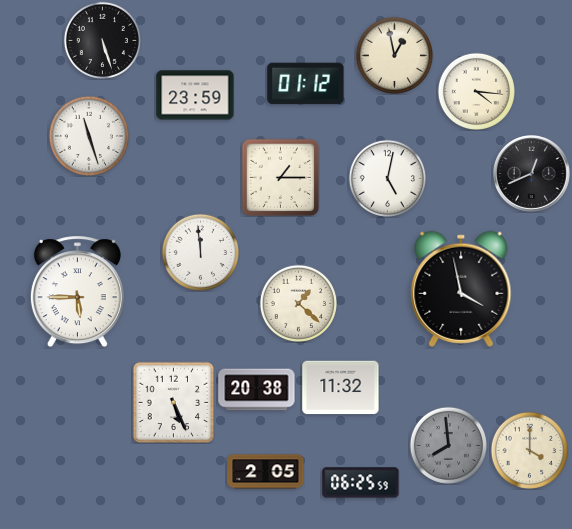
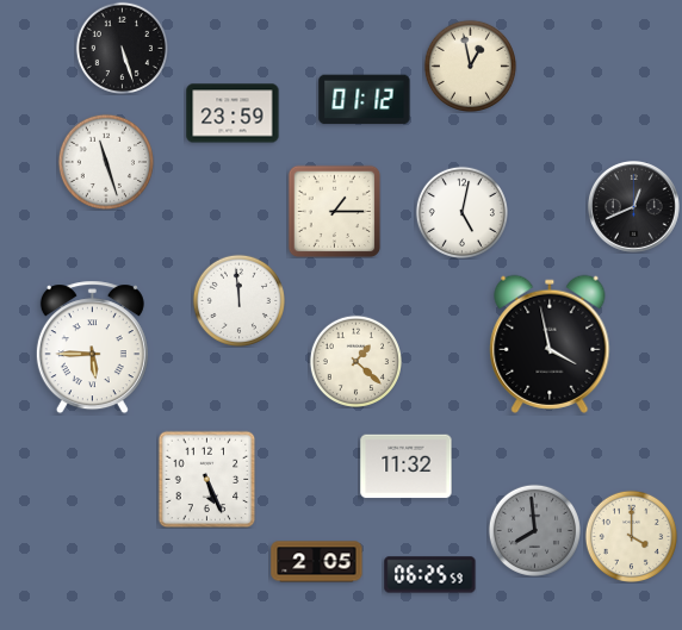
clock at (476, 91): 4:16 -> none
clock at (341, 388) position: (341, 388) -> (407, 467)
clock at (257, 390): 20:38 -> none
